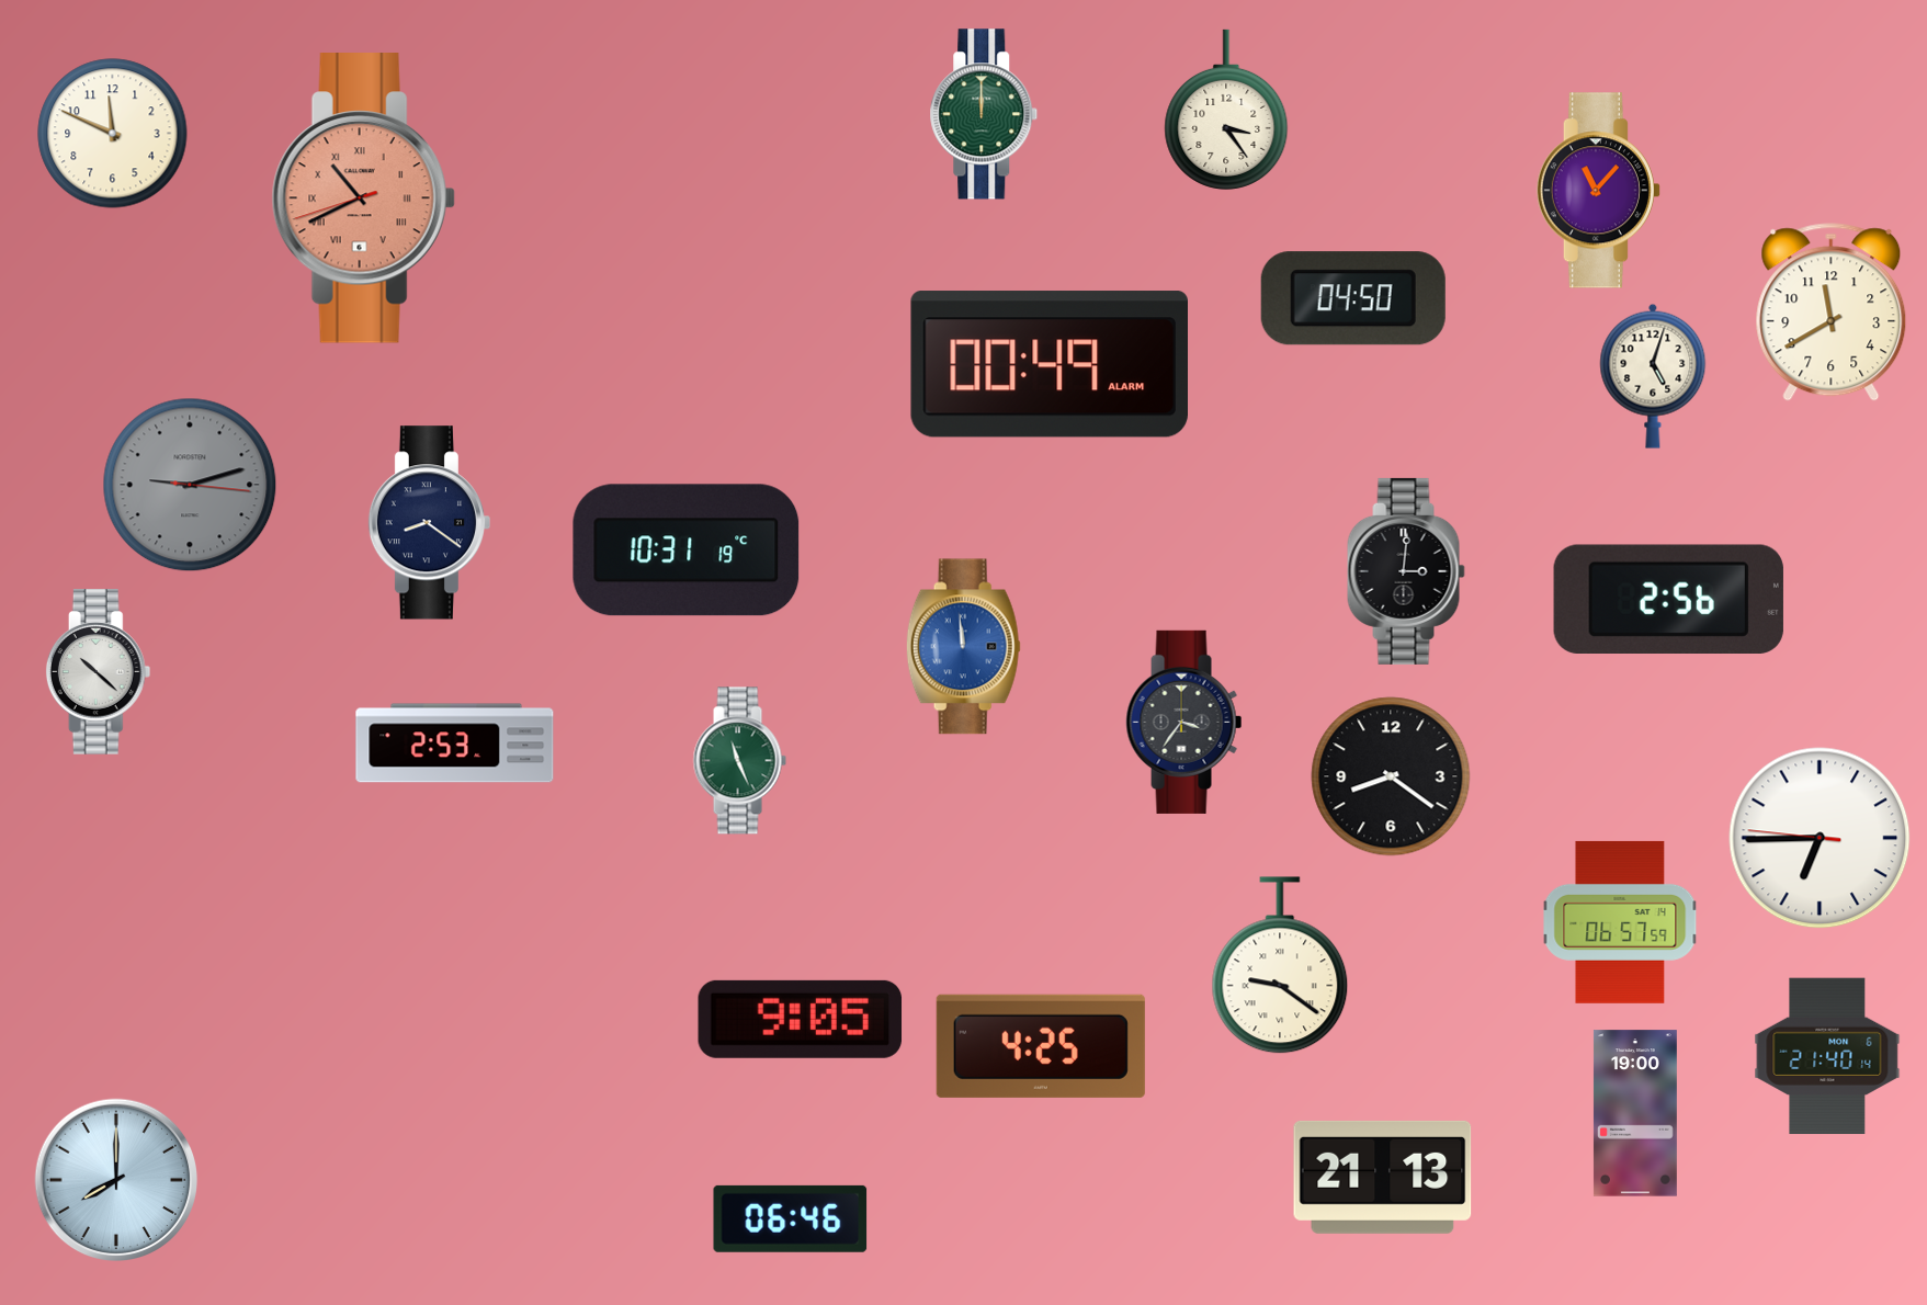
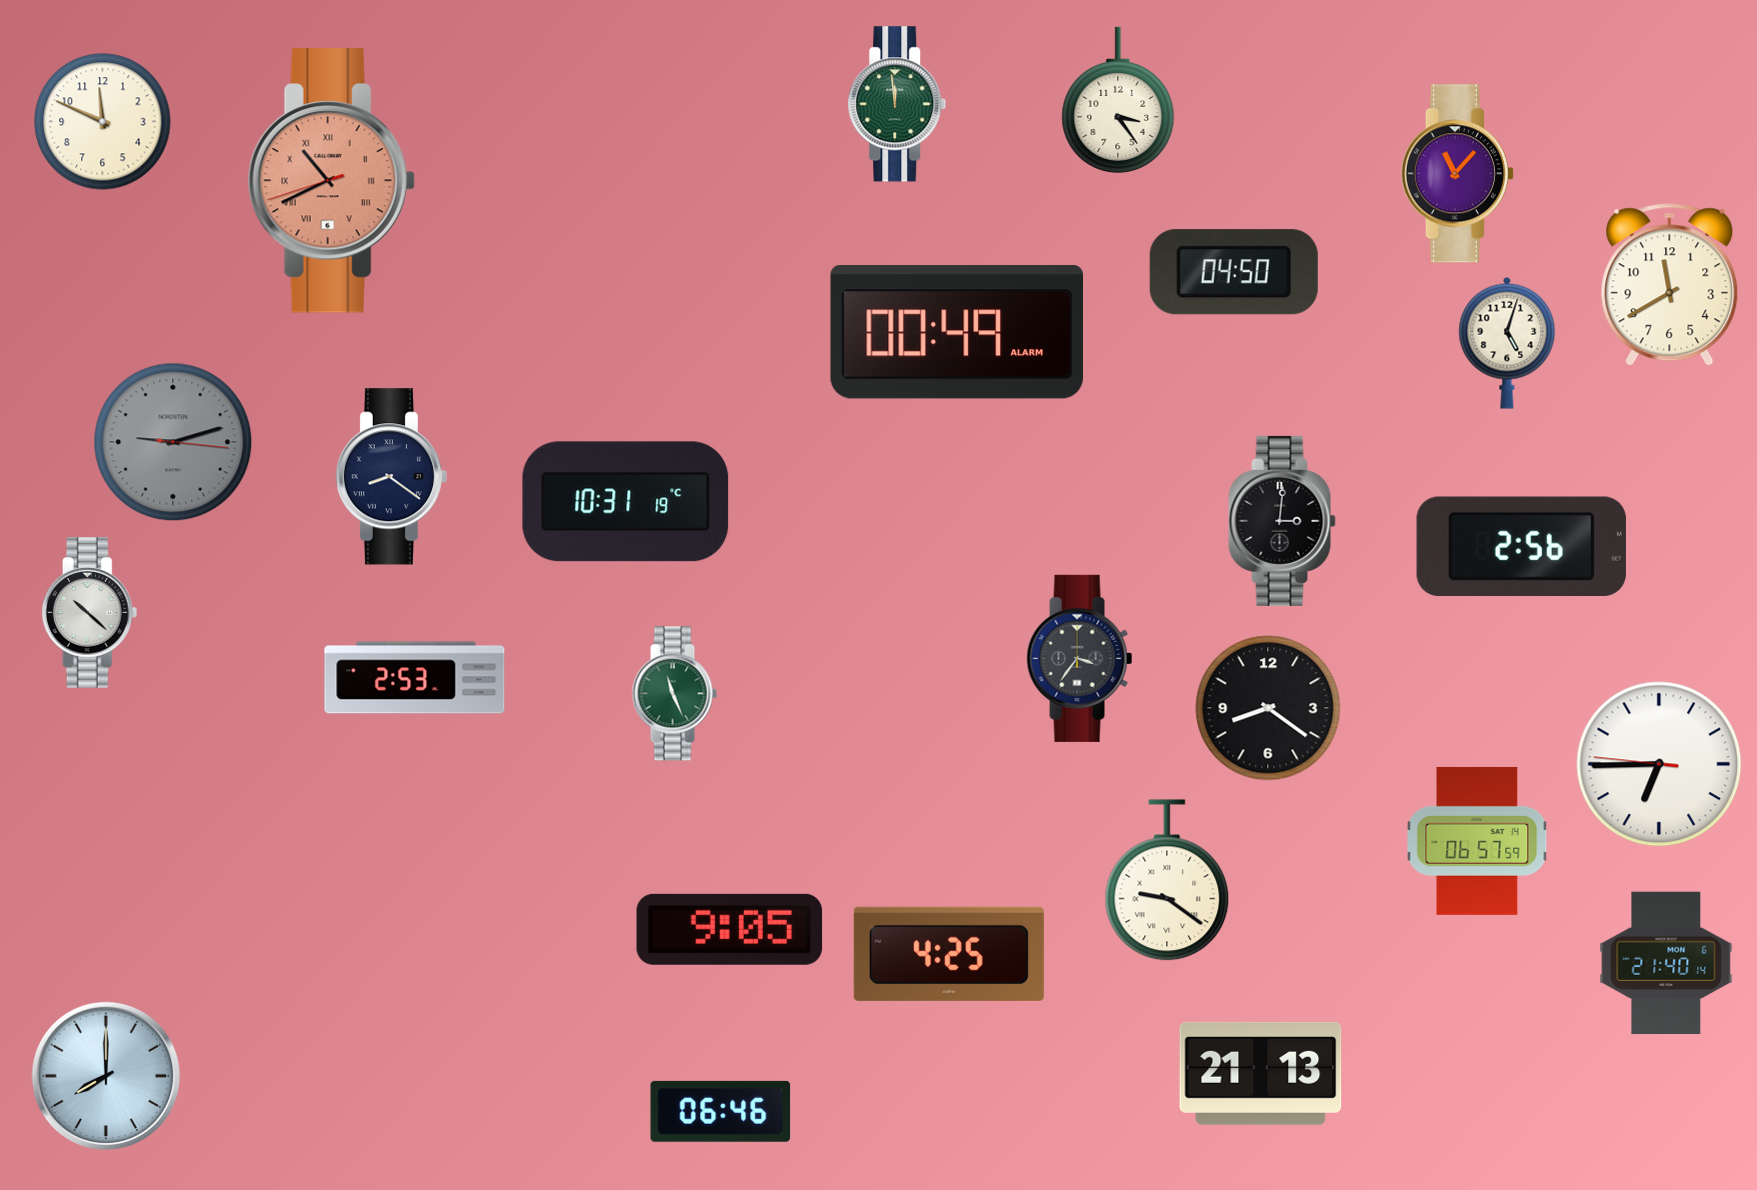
clock at (984, 114): 12:00 -> 11:59
clock at (963, 647): 11:59 -> none
clock at (1635, 1113): 19:00 -> none
